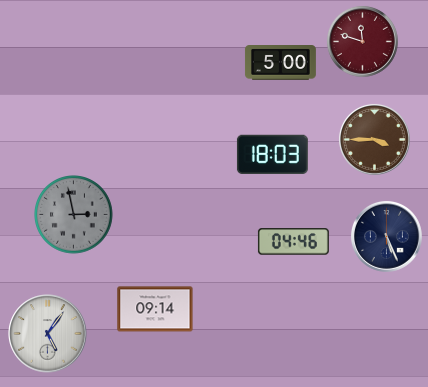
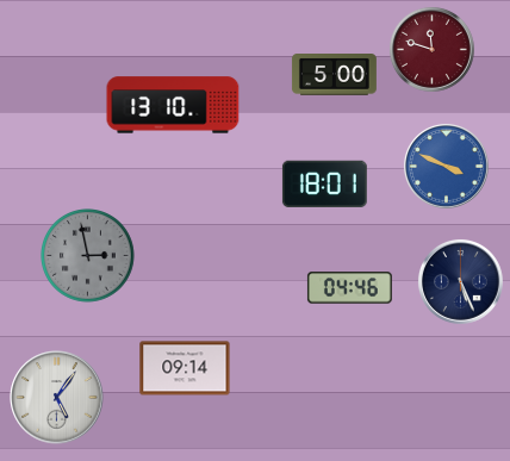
clock at (173, 105): none -> 13:10
clock at (374, 139): 3:45 -> 3:49
clock at (374, 139) dial: brown -> blue
clock at (272, 154): 18:03 -> 18:01
